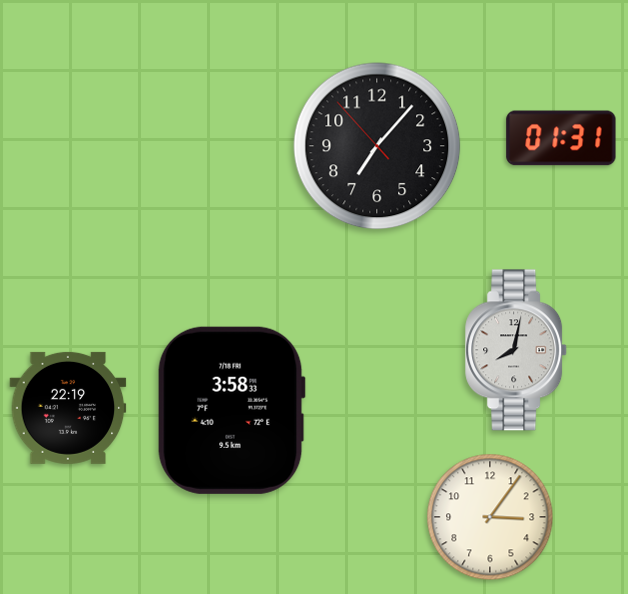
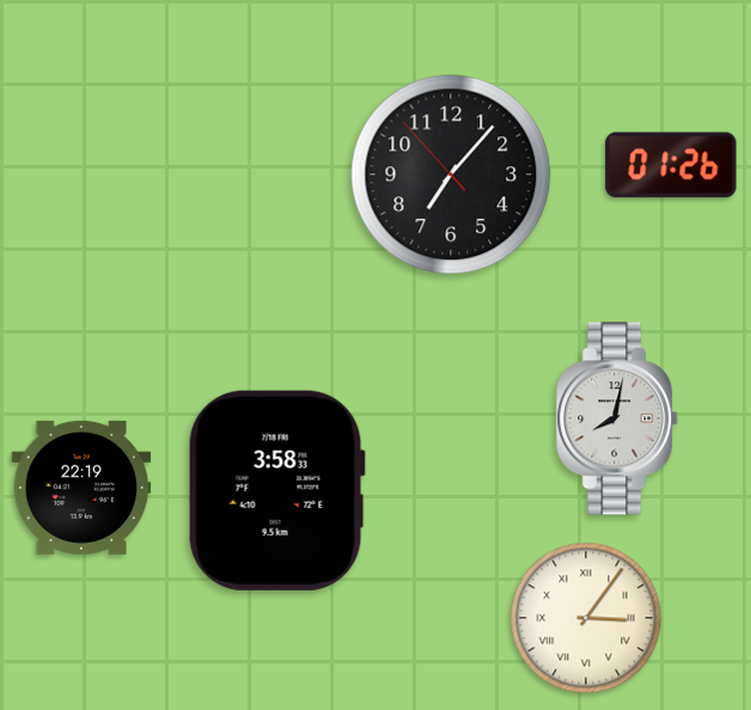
clock at (561, 138): 01:31 -> 01:26
clock at (490, 517) numerals: Arabic -> Roman
